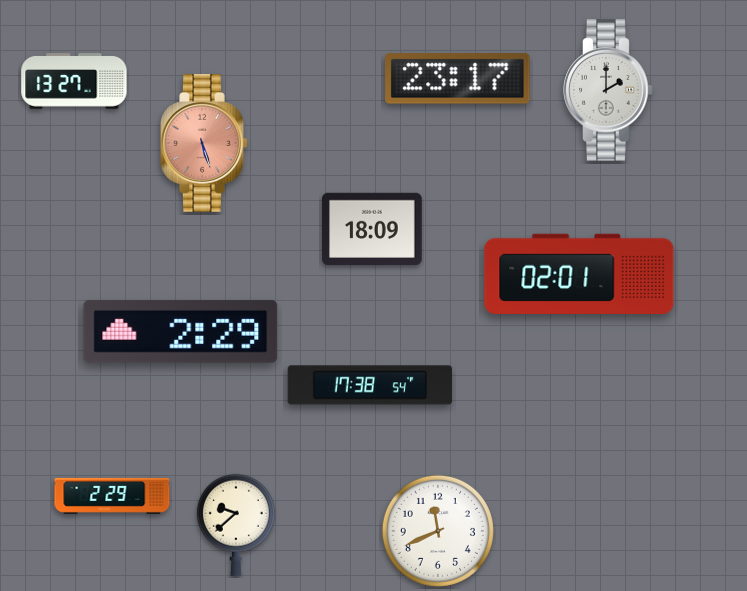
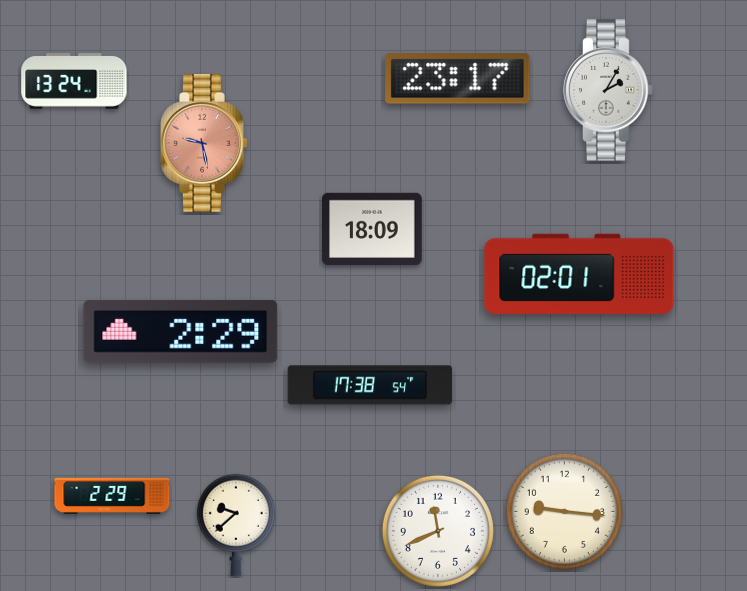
clock at (74, 81): 13:27 -> 13:24
clock at (608, 90): 2:00 -> 2:05
clock at (204, 144): 5:27 -> 9:28
clock at (564, 511): none -> 9:16
